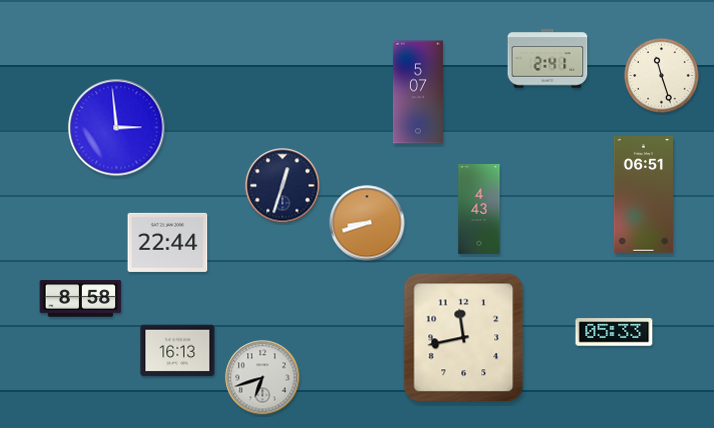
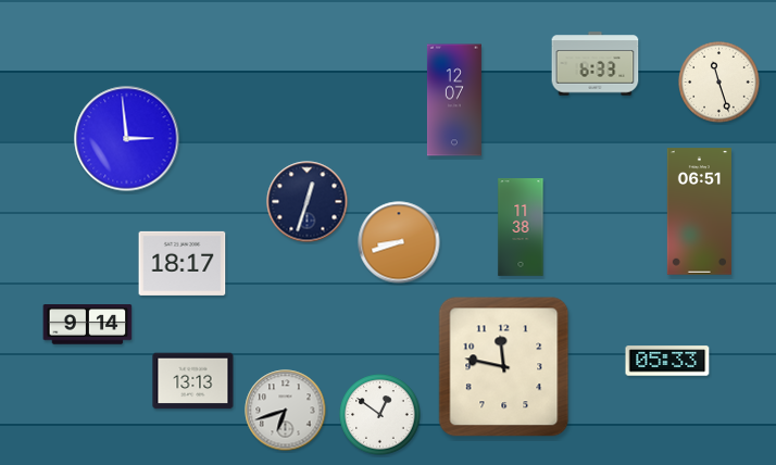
clock at (548, 59): 2:41 -> 6:33
clock at (418, 92): 5:07 -> 12:07
clock at (479, 209): 4:43 -> 11:38
clock at (168, 242): 22:44 -> 18:17
clock at (81, 299): 8:58 -> 9:14
clock at (464, 338): 11:43 -> 11:47
clock at (178, 351): 16:13 -> 13:13
clock at (380, 415): none -> 12:51
